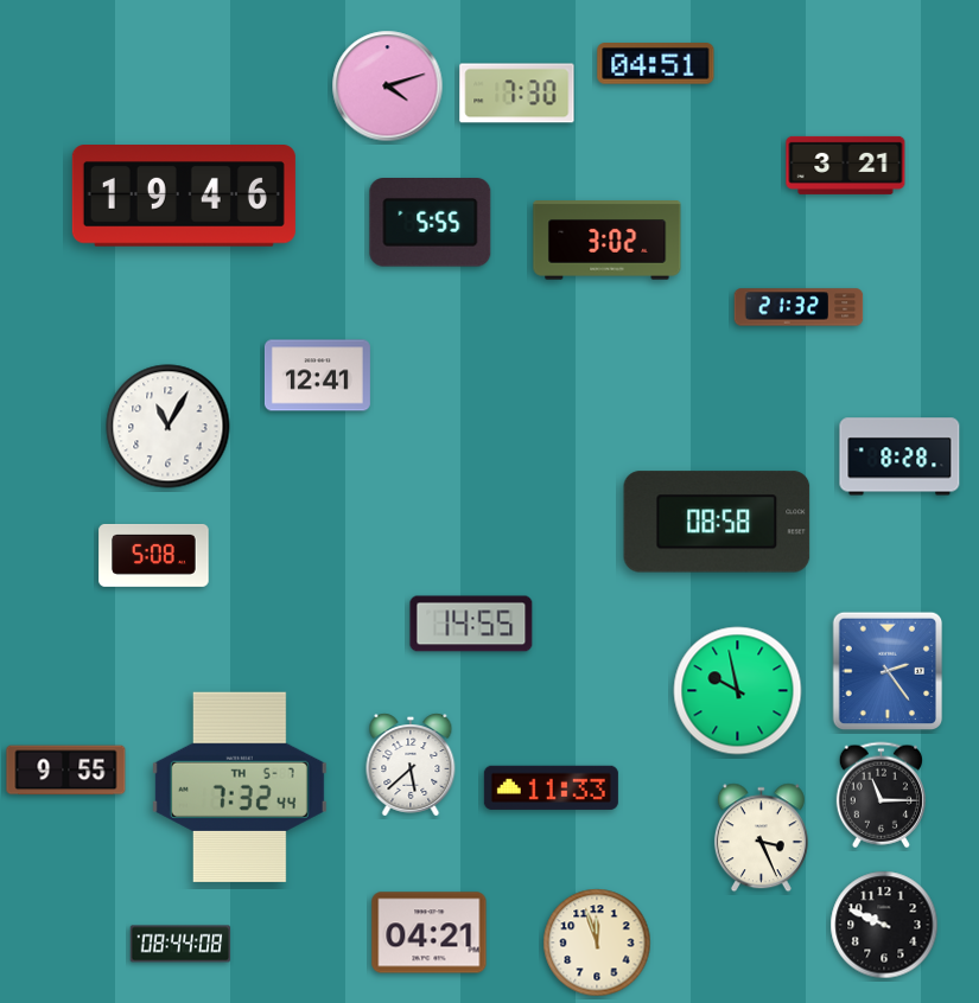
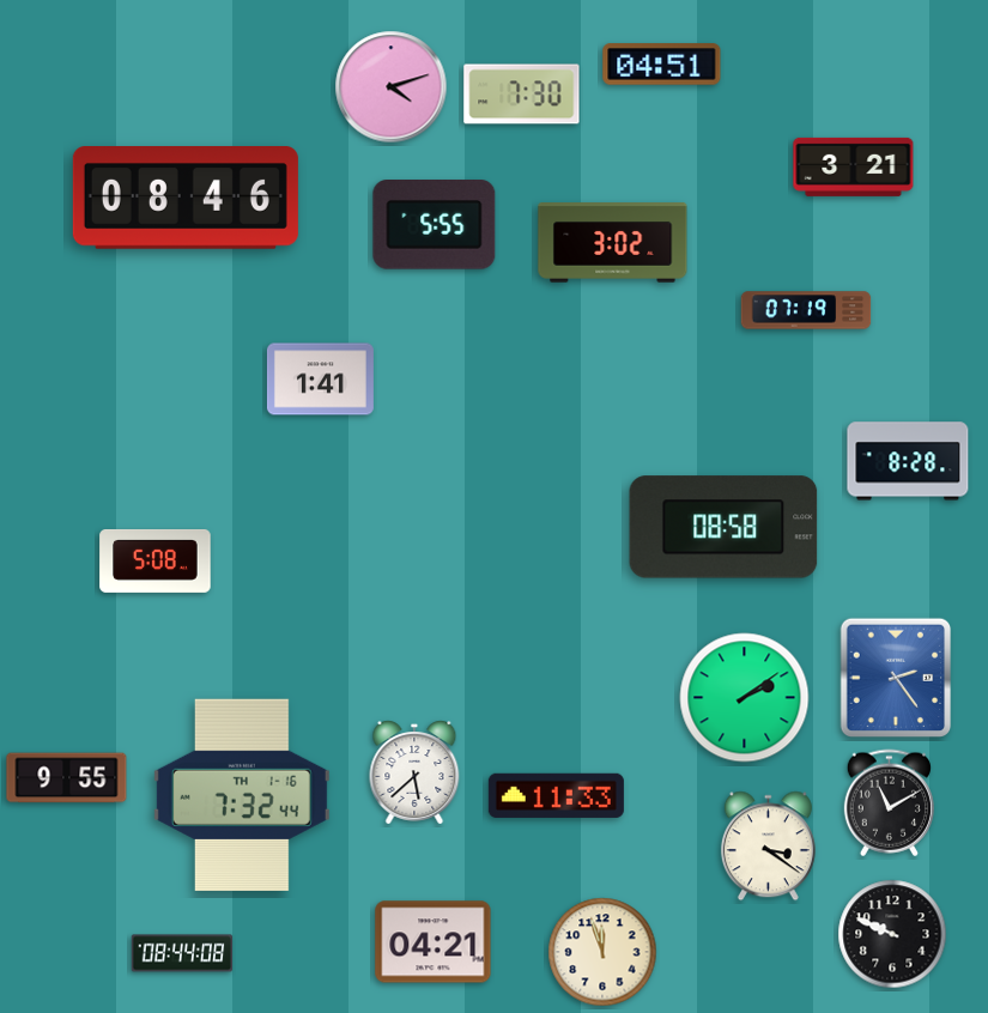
clock at (184, 196): 19:46 -> 08:46
clock at (799, 307): 21:32 -> 07:19
clock at (317, 376): 12:41 -> 1:41
clock at (169, 427): 11:05 -> none
clock at (471, 624): 14:55 -> none
clock at (738, 691): 9:58 -> 2:09
clock at (240, 787) date: TH 5-7 -> TH 1-16
clock at (881, 796): 11:15 -> 11:10
clock at (761, 838): 3:26 -> 3:21
